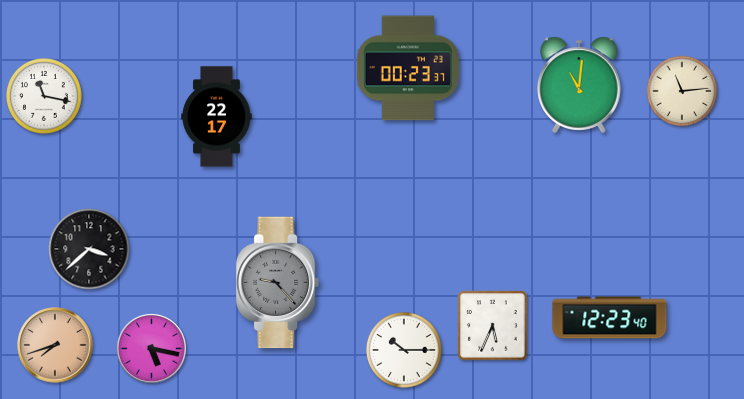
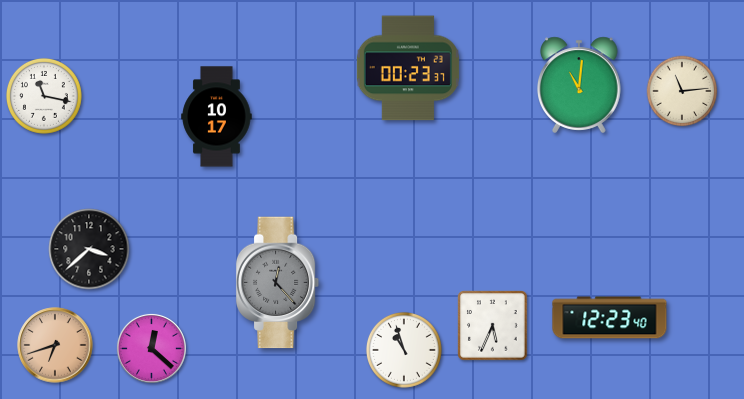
clock at (217, 117): 22:17 -> 10:17
clock at (278, 283): 9:23 -> 12:23
clock at (55, 345): 7:42 -> 6:42
clock at (151, 348): 5:17 -> 12:22
clock at (404, 350): 10:15 -> 10:57
